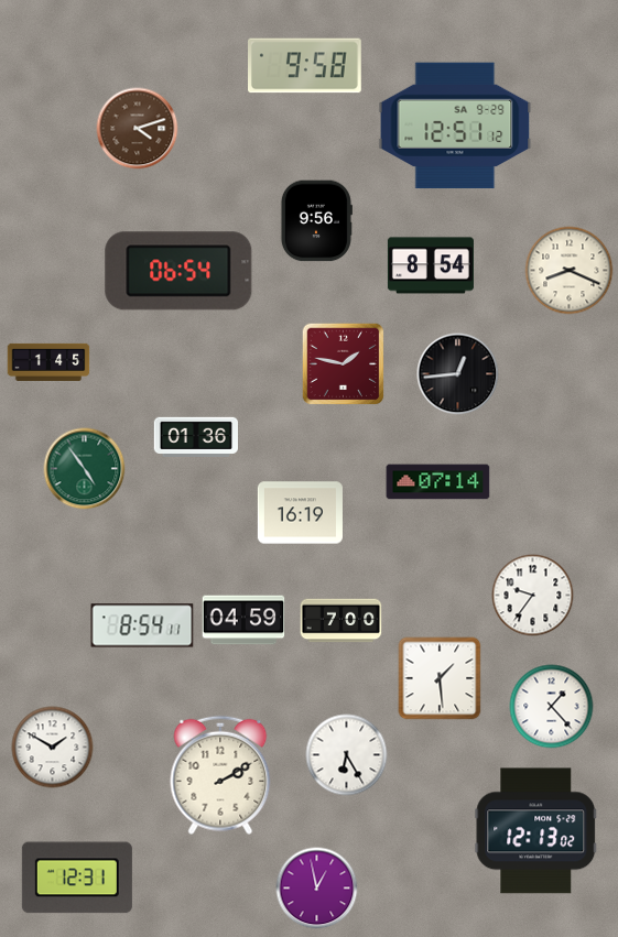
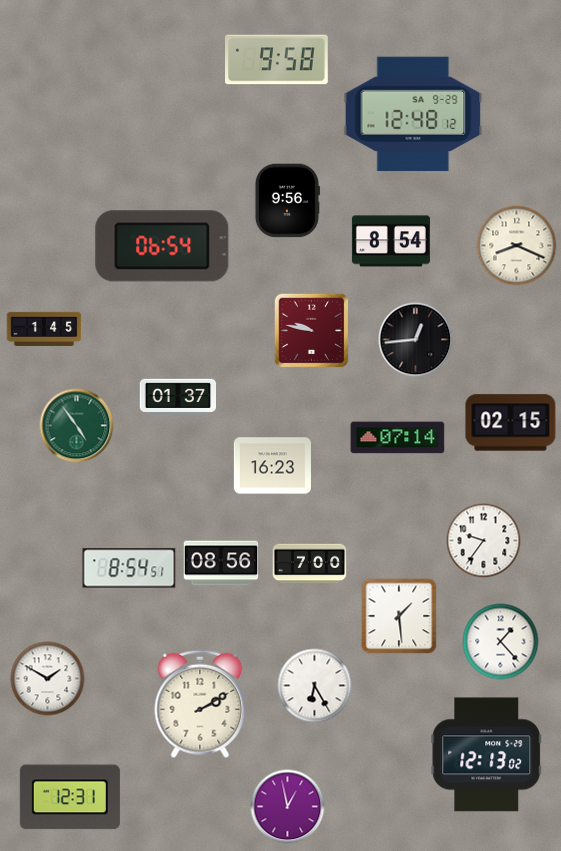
clock at (455, 126): 12:51 -> 12:48
clock at (138, 129): 4:12 -> none
clock at (344, 364): 1:47 -> 9:47
clock at (195, 436): 01:36 -> 01:37
clock at (511, 423): none -> 02:15
clock at (300, 513): 16:19 -> 16:23
clock at (243, 620): 04:59 -> 08:56
clock at (142, 625): 8:54:11 -> 8:54:51
